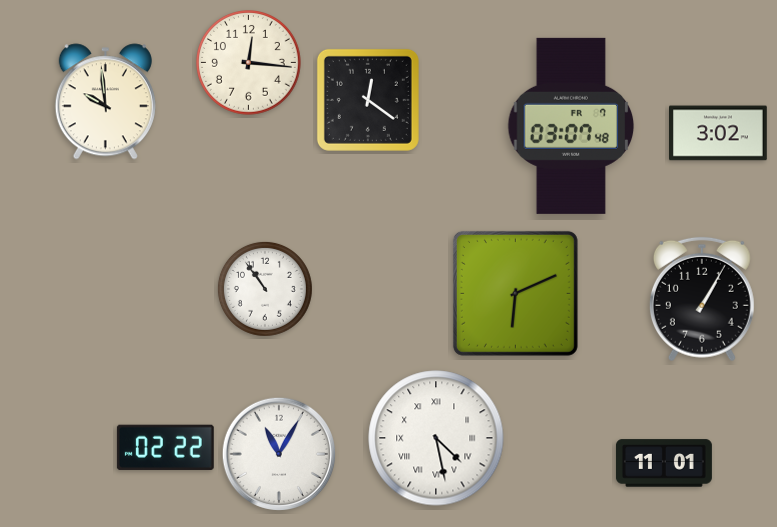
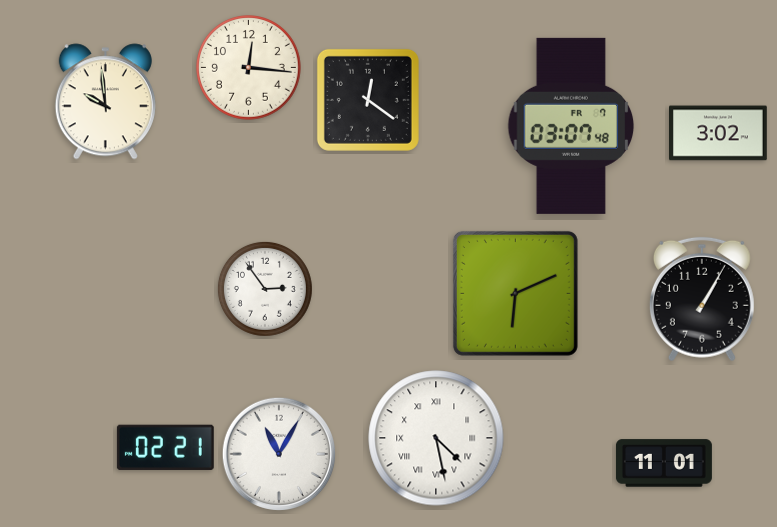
clock at (249, 63) position: (249, 63) -> (249, 68)
clock at (265, 289): 10:54 -> 2:54
clock at (165, 447): 02:22 -> 02:21
